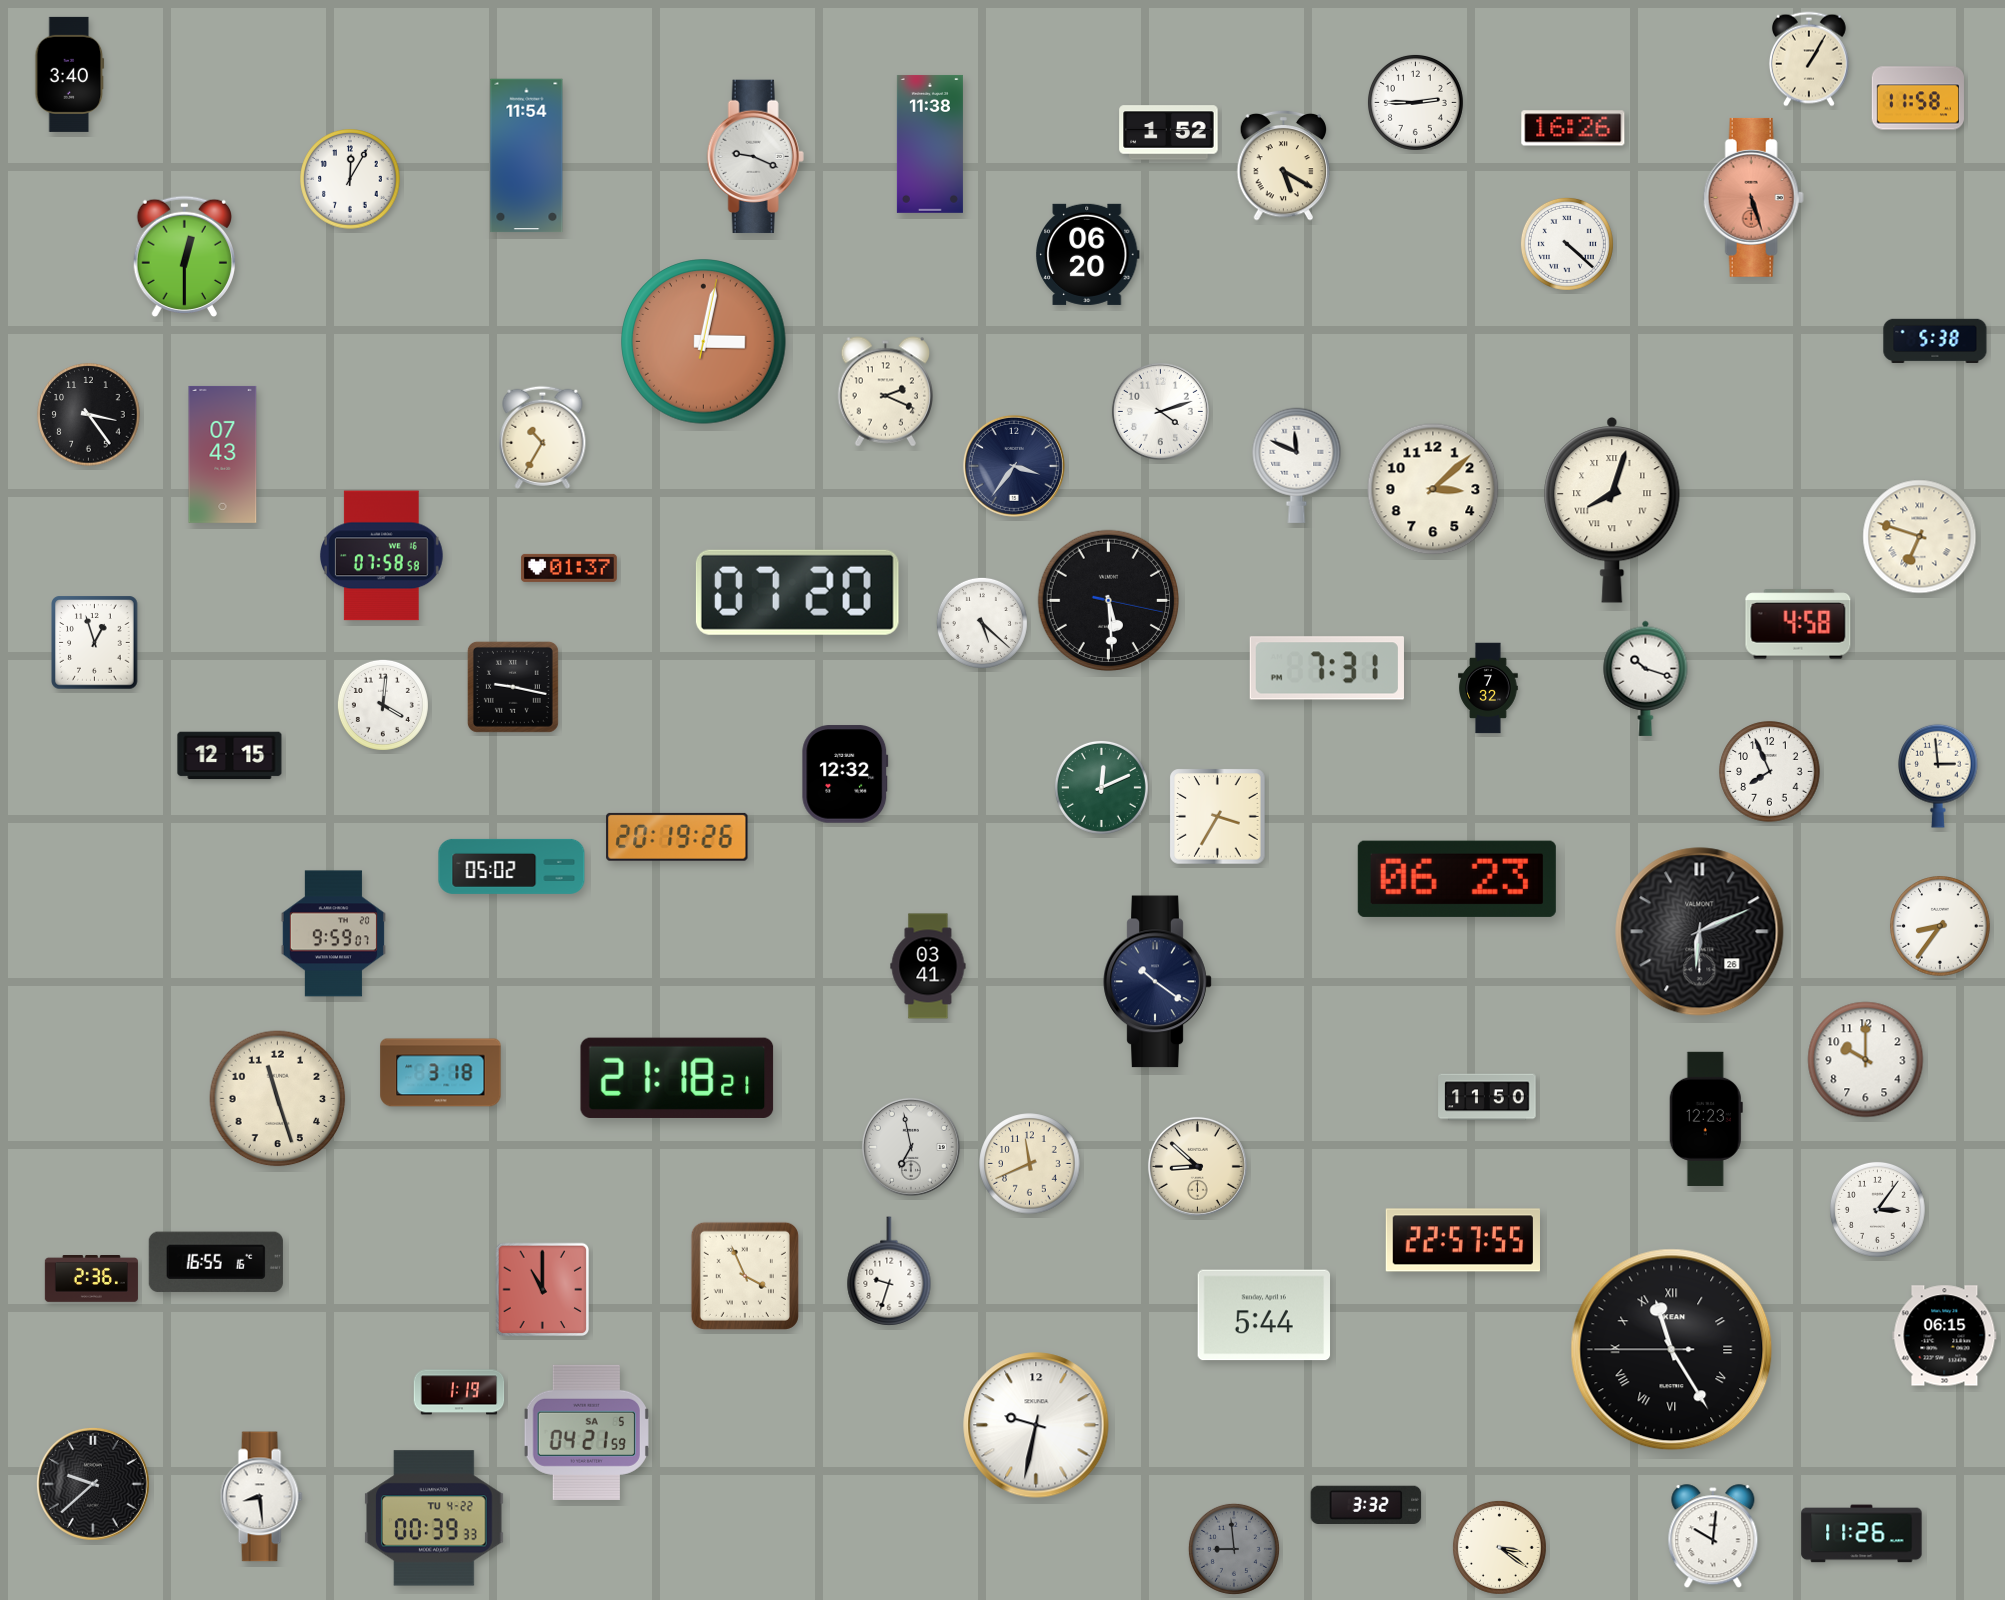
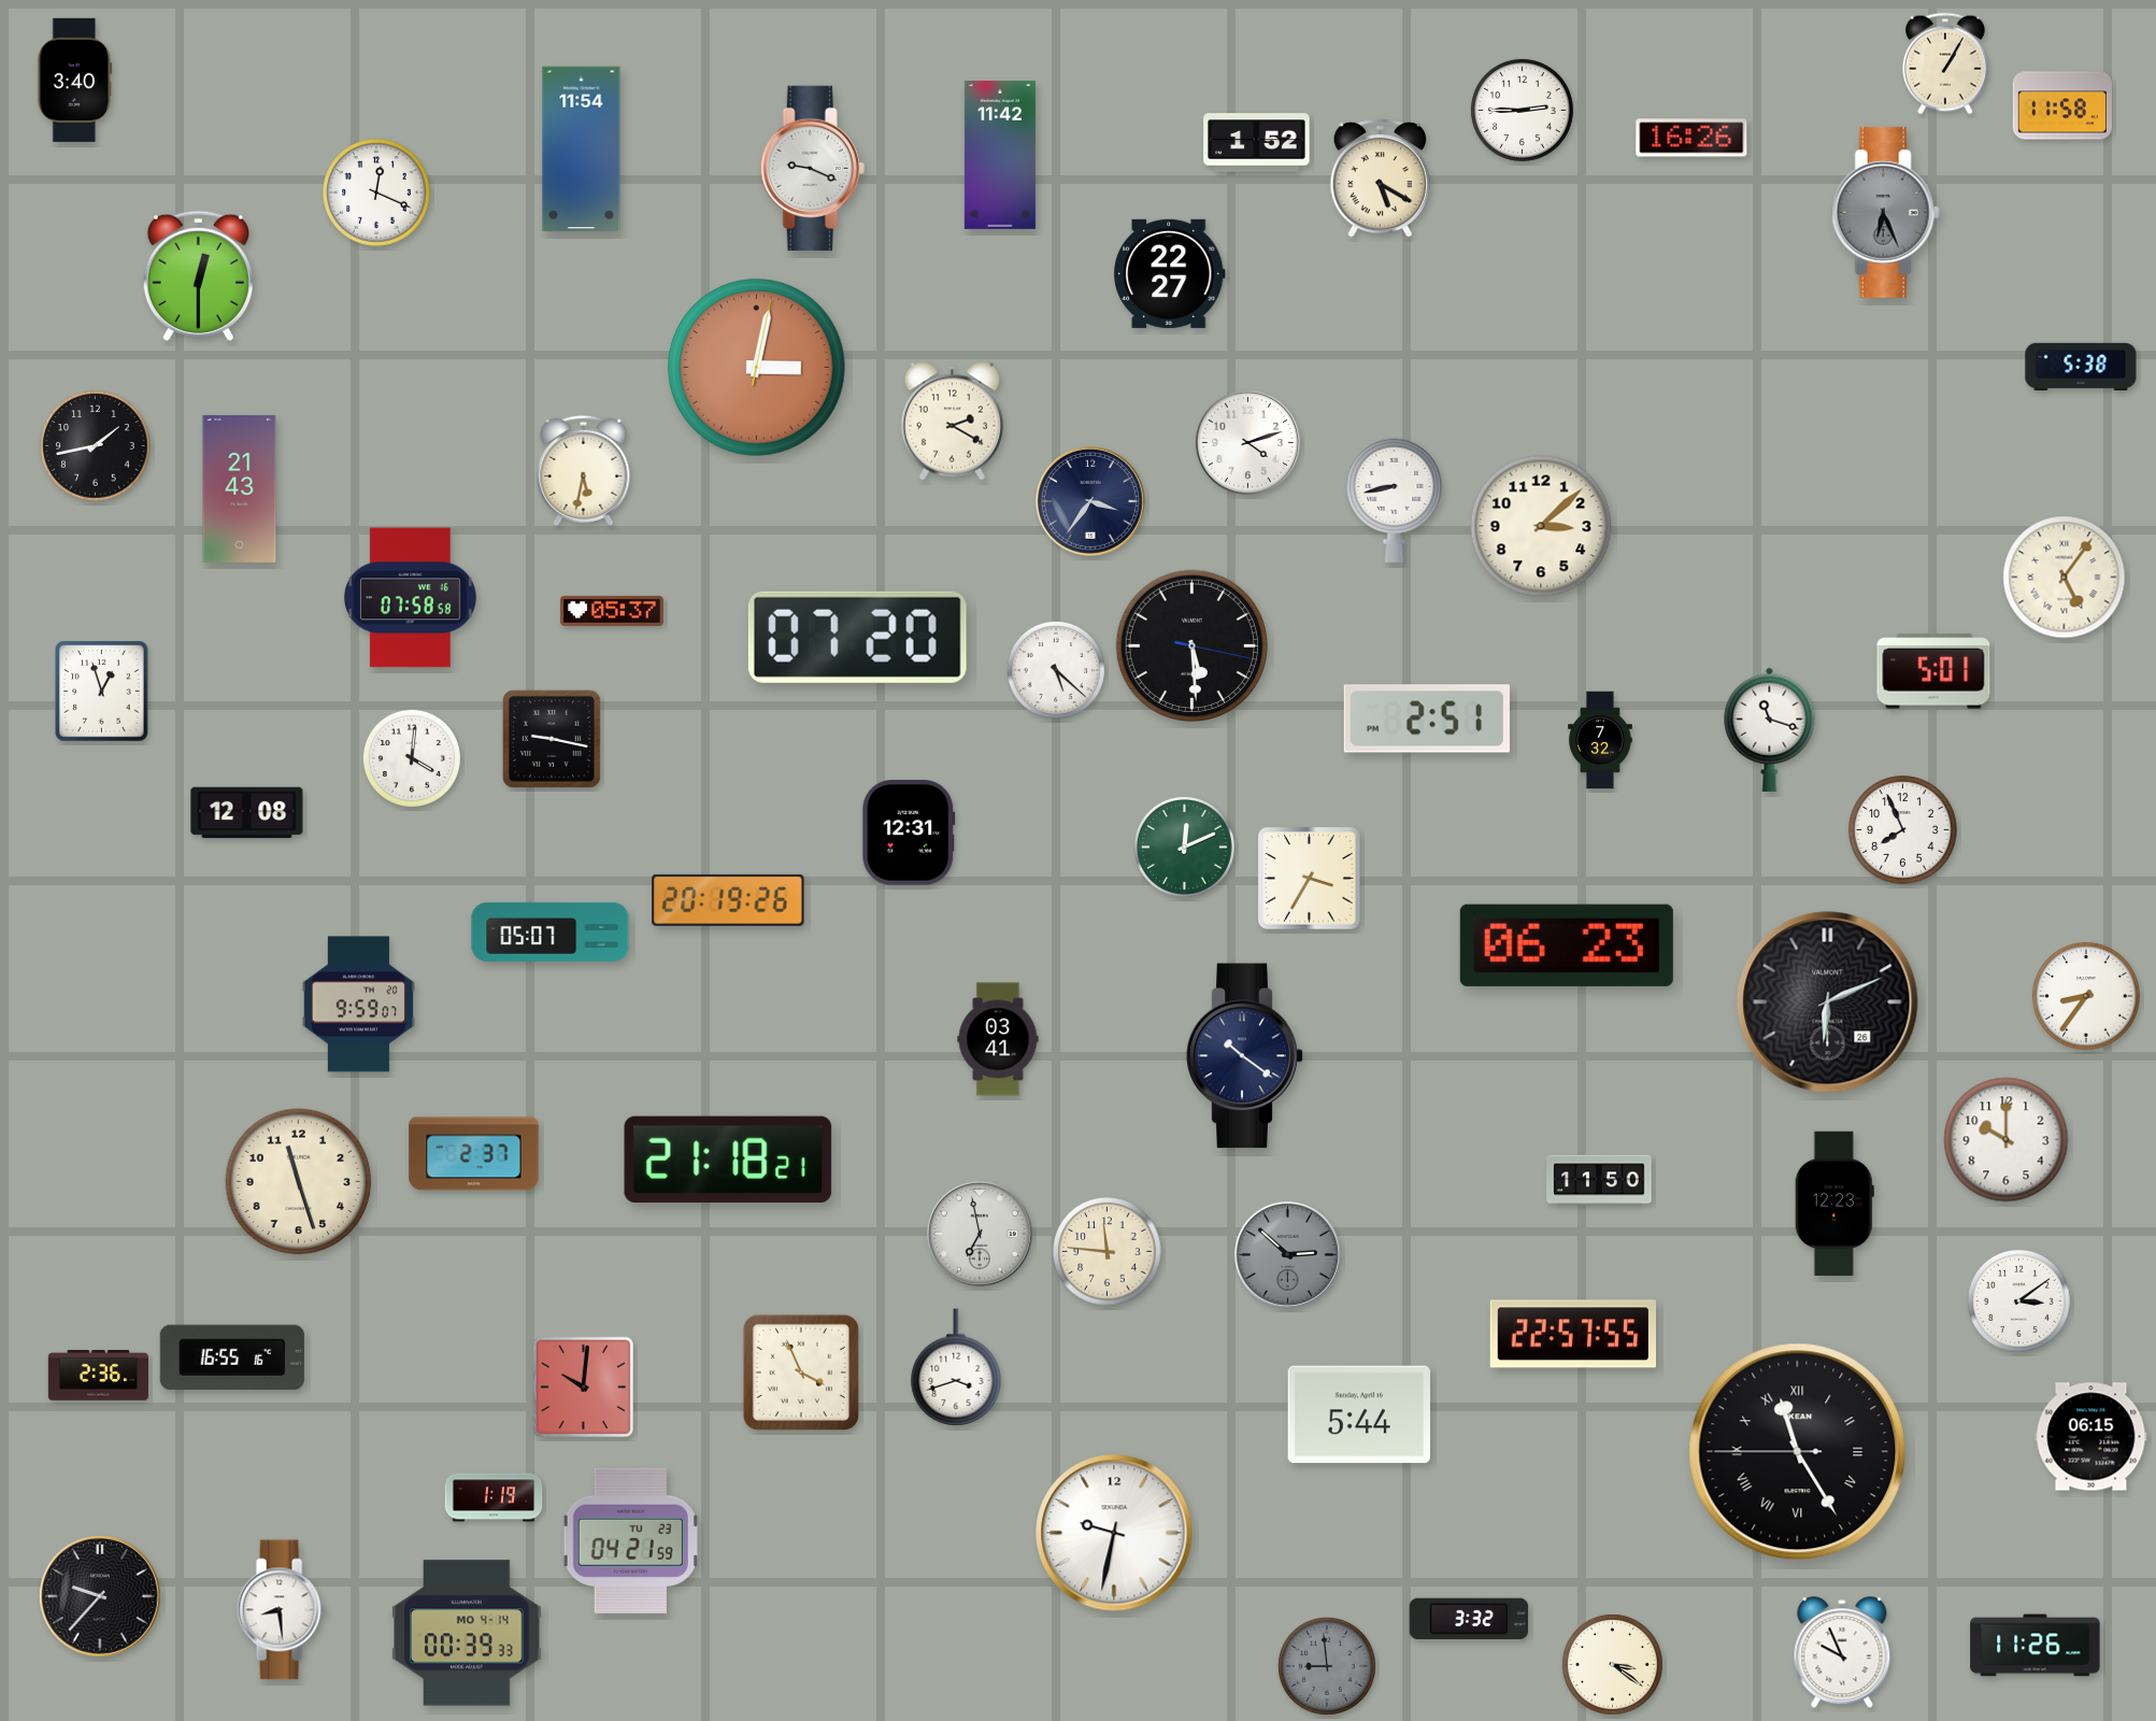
clock at (930, 144): 11:38 -> 11:42
clock at (527, 156) position: (527, 156) -> (582, 150)
clock at (350, 179): 12:05 -> 12:19
clock at (1753, 197): 5:27 -> 6:26
clock at (1753, 197) dial: salmon -> grey
clock at (1567, 244): 4:22 -> none
clock at (1088, 254): 06:20 -> 22:27
clock at (885, 392): 2:19 -> 2:20
clock at (89, 415): 3:24 -> 1:43
clock at (543, 437): 10:35 -> 5:32
clock at (223, 454): 07:43 -> 21:43
clock at (1297, 465): 11:49 -> 8:43
clock at (1612, 510): 8:03 -> none
clock at (1920, 537): 6:48 -> 5:06
clock at (570, 568): 01:37 -> 05:37
clock at (1798, 624): 4:58 -> 5:01
clock at (1327, 668): 7:31 -> 2:51
clock at (1646, 678): 10:18 -> 11:18
clock at (230, 756): 12:15 -> 12:08
clock at (845, 774): 12:32 -> 12:31
clock at (1938, 776): 2:59 -> none
clock at (512, 866): 05:02 -> 05:07
clock at (441, 1073): 3:18 -> 2:37
clock at (1030, 1164): 11:41 -> 11:46
clock at (1197, 1166): 8:52 -> 2:52
clock at (1197, 1166) dial: cream -> grey
clock at (1878, 1210): 3:06 -> 3:09
clock at (889, 1271): 9:33 -> 3:42
clock at (543, 1290): 11:00 -> 10:01
clock at (586, 1432) date: SA 5 -> TU 23
clock at (94, 1485): 9:38 -> 9:37
clock at (434, 1518) date: TU 4-22 -> MO 4-14
clock at (1862, 1534) position: (1862, 1534) -> (2036, 1646)
clock at (1713, 1537): 10:01 -> 9:56
